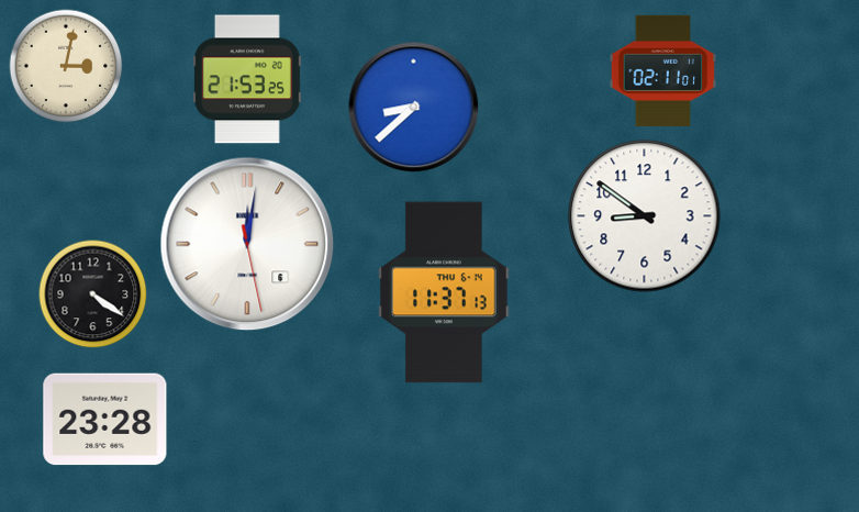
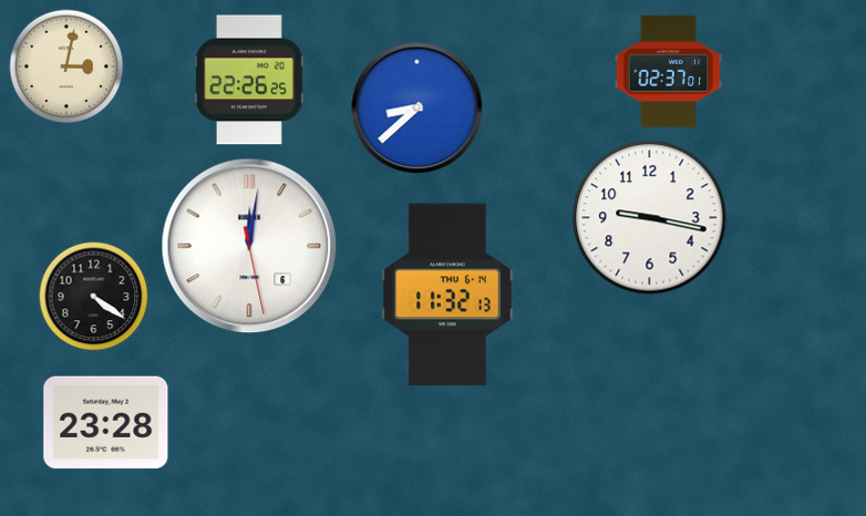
clock at (663, 70): 02:11 -> 02:37
clock at (247, 79): 21:53 -> 22:26
clock at (645, 216): 8:51 -> 9:17
clock at (444, 292): 11:37 -> 11:32
